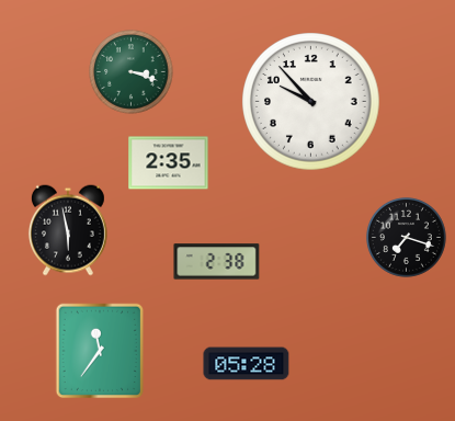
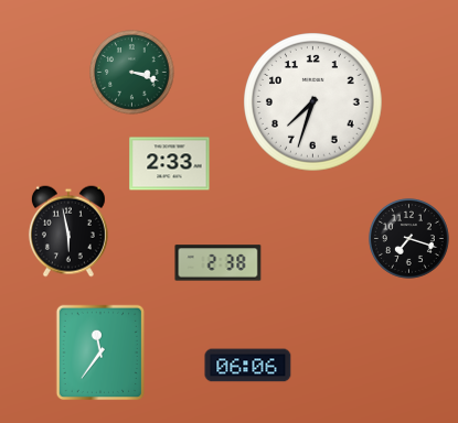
clock at (311, 102): 9:53 -> 7:33
clock at (169, 163): 2:35 -> 2:33
clock at (247, 364): 05:28 -> 06:06
